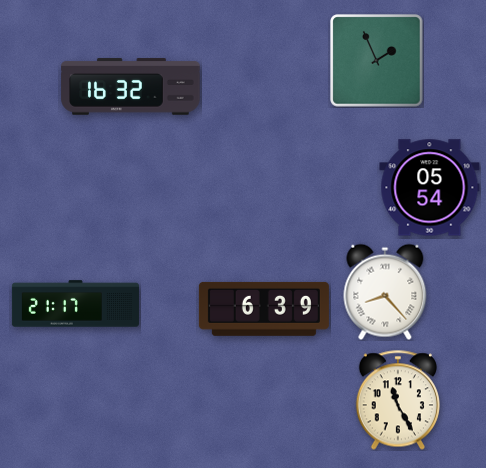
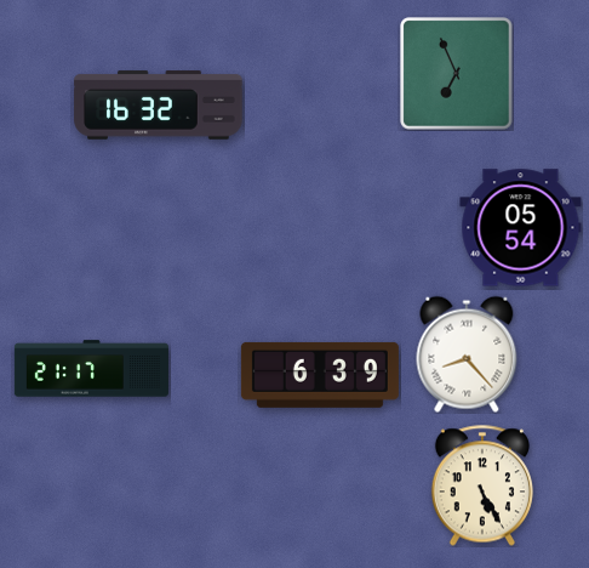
clock at (377, 61): 1:56 -> 6:56
clock at (397, 400): 11:25 -> 5:25
